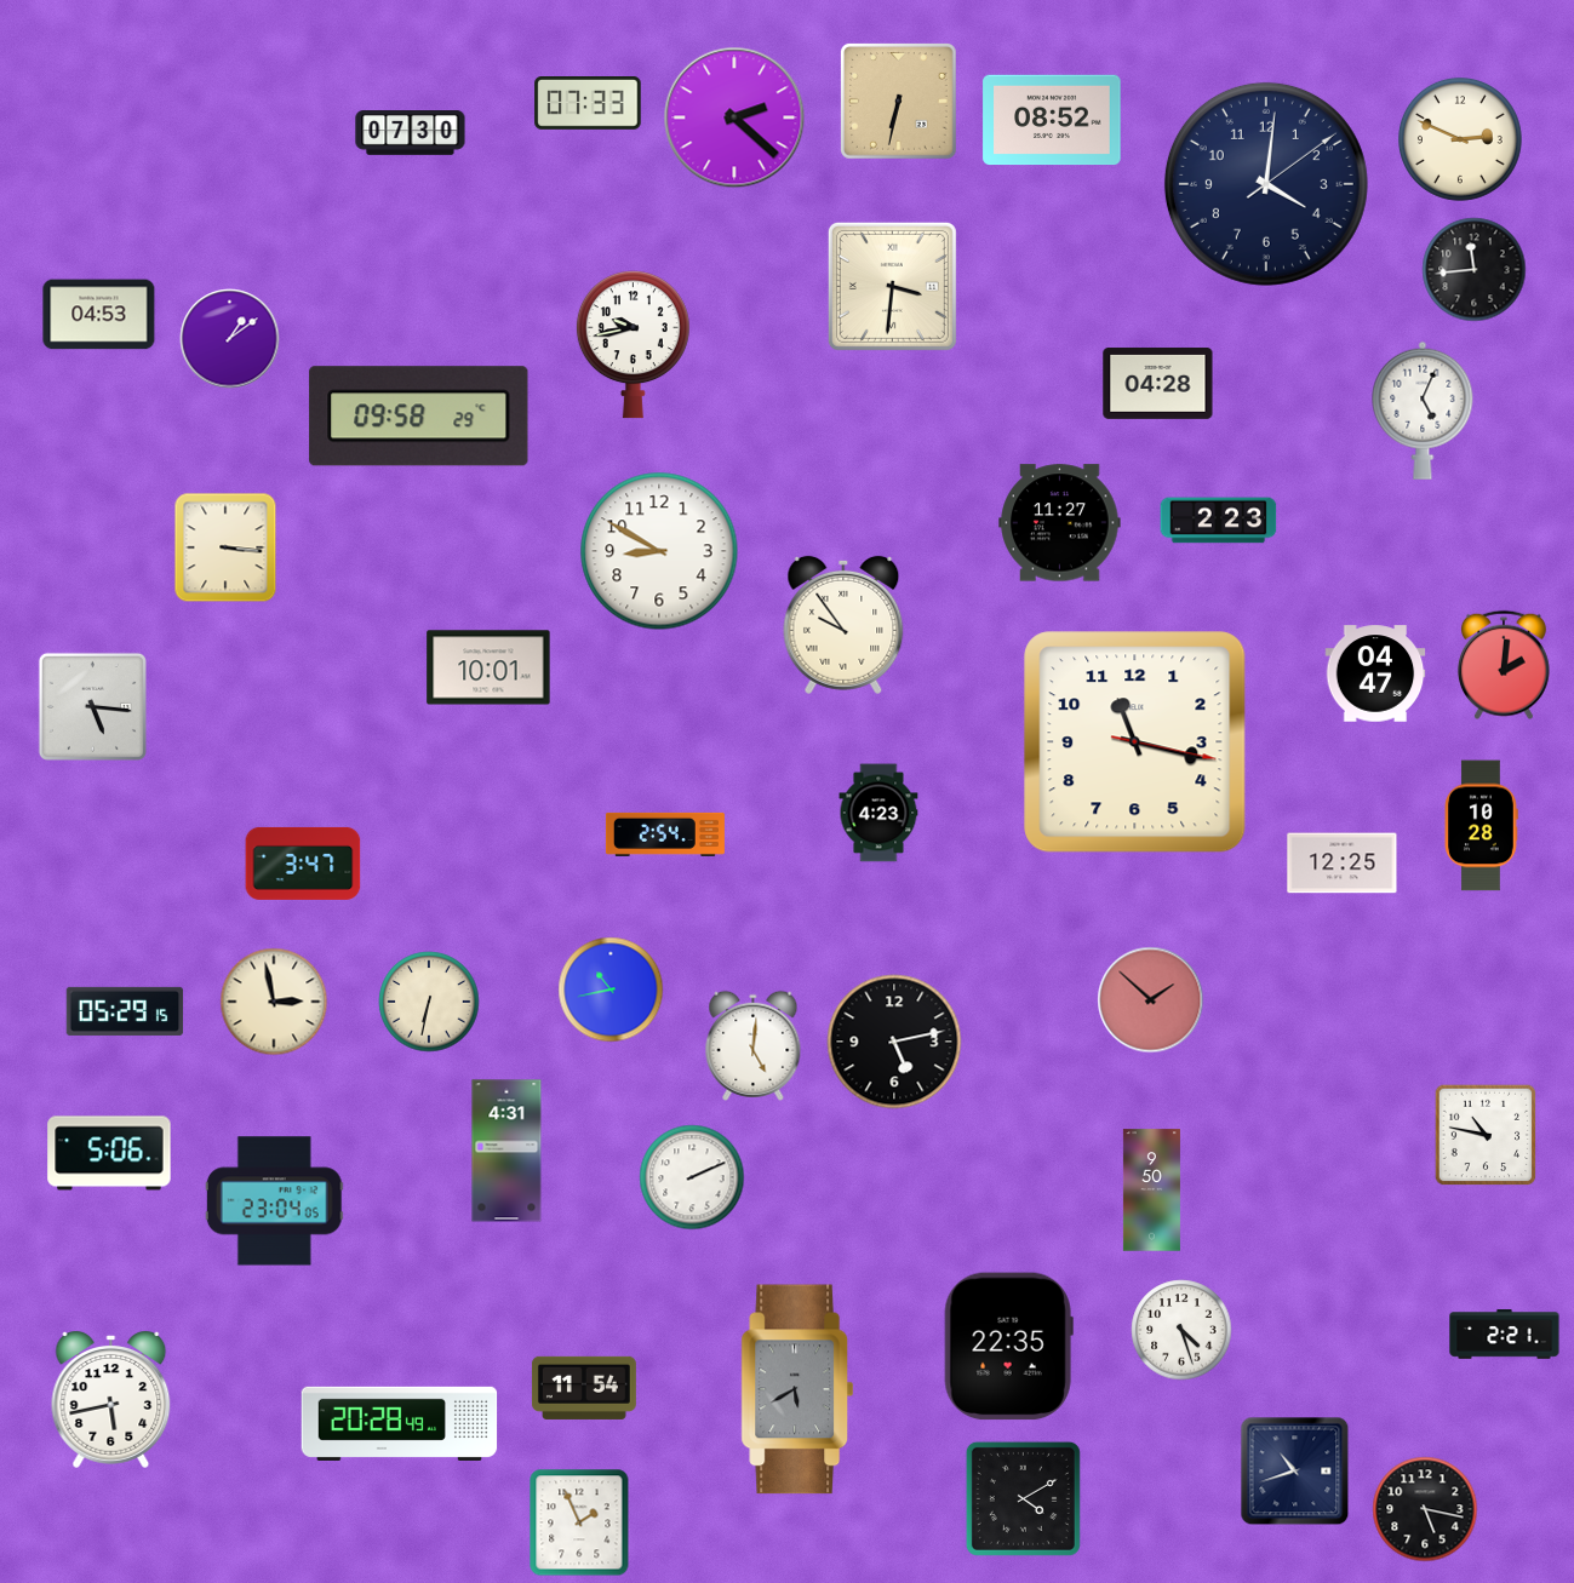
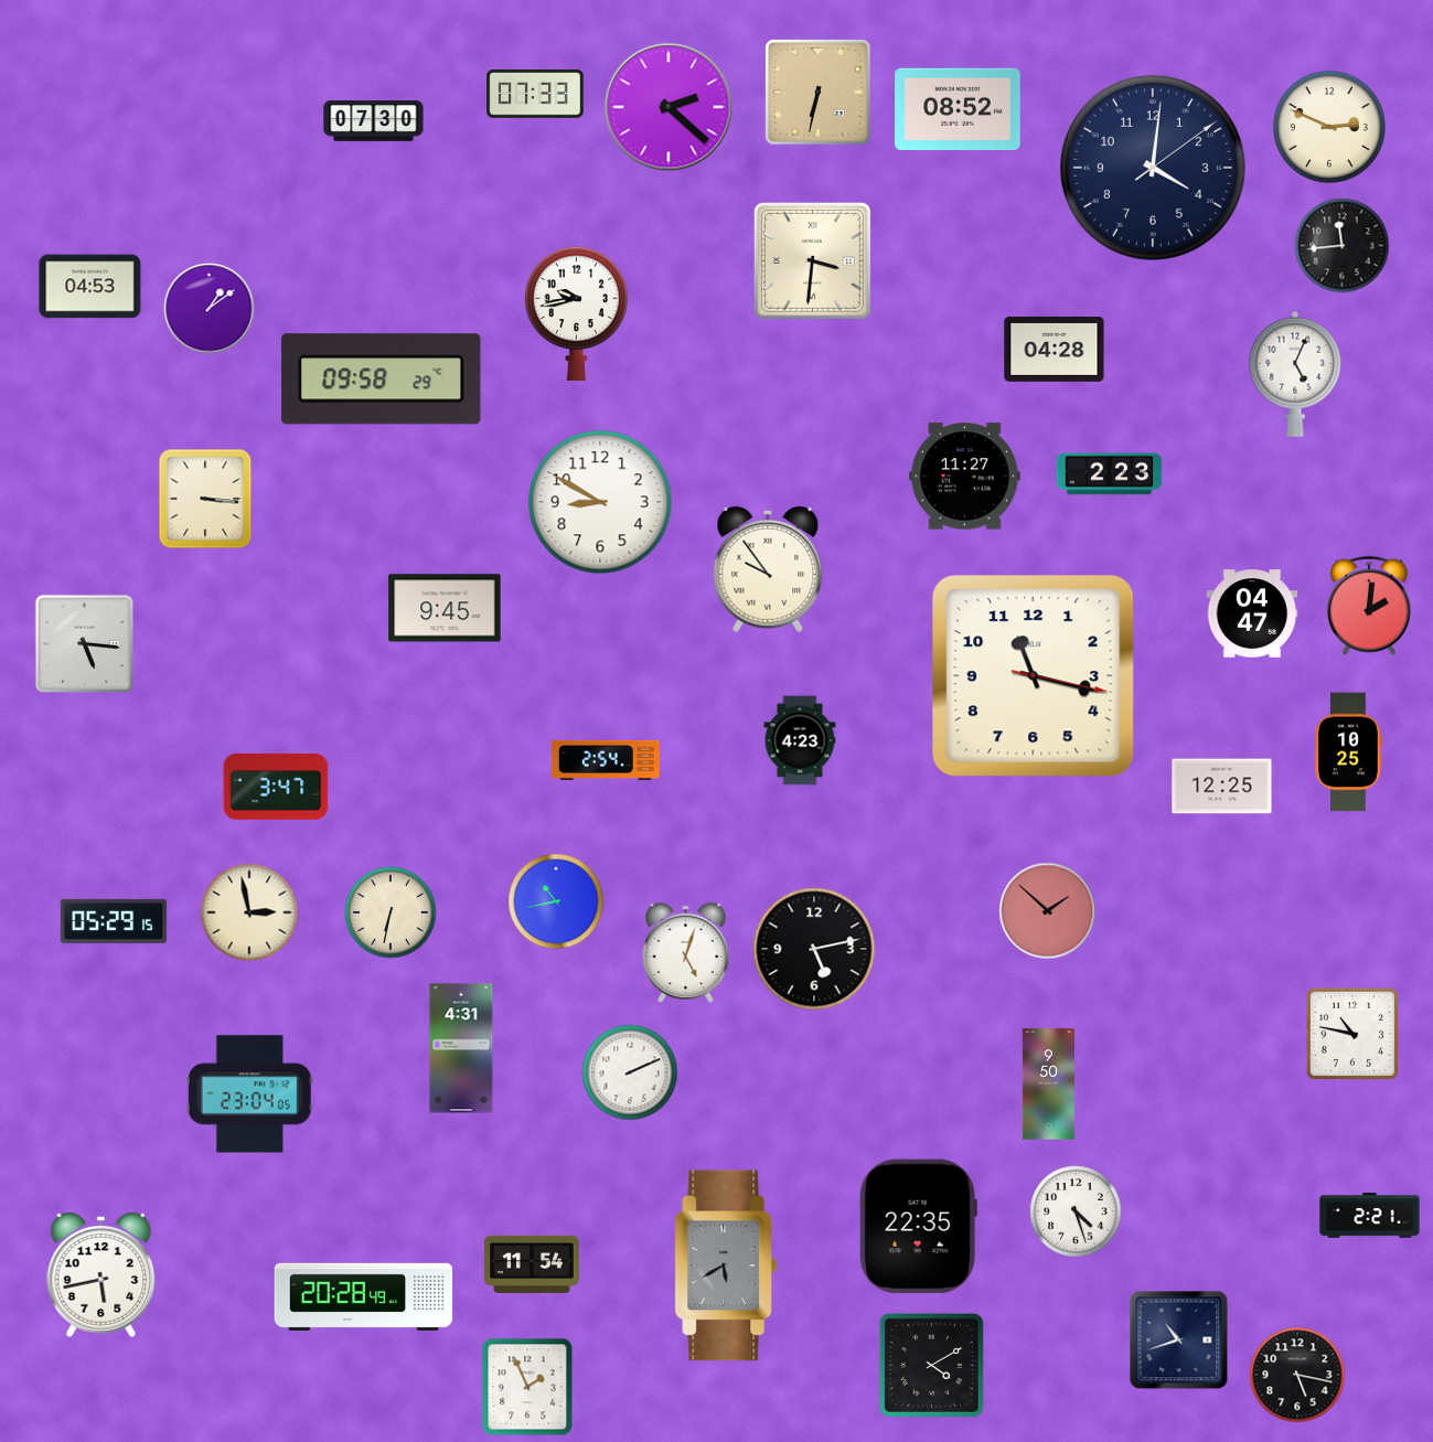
clock at (488, 667): 10:01 -> 9:45
clock at (1481, 826): 10:28 -> 10:25
clock at (754, 1045): 5:01 -> 5:03
clock at (109, 1153): 5:06 -> none
